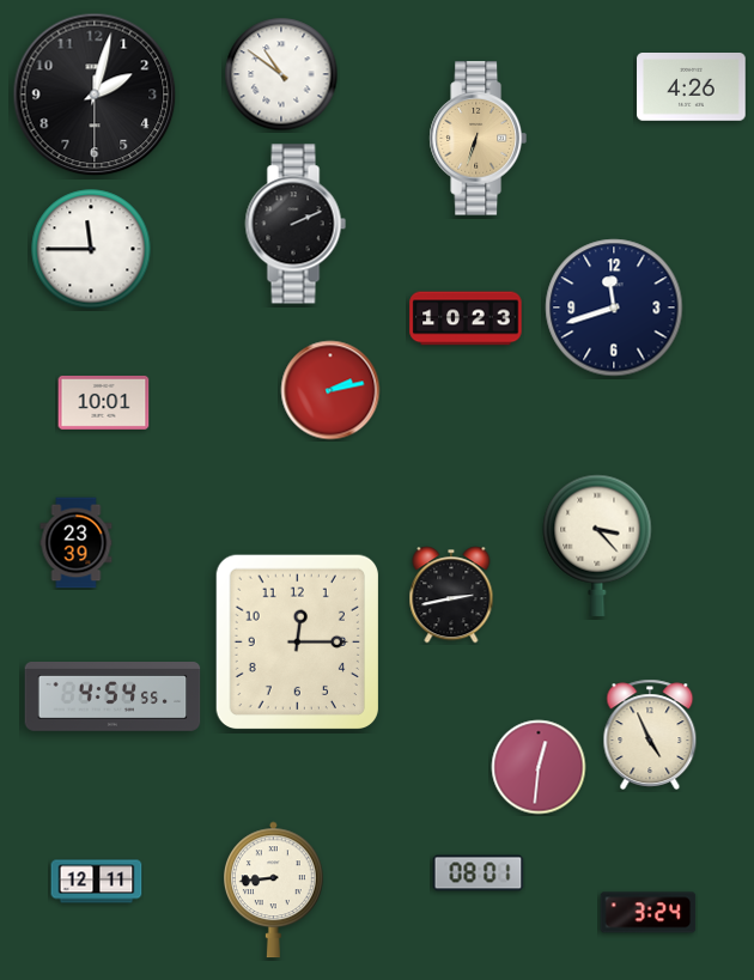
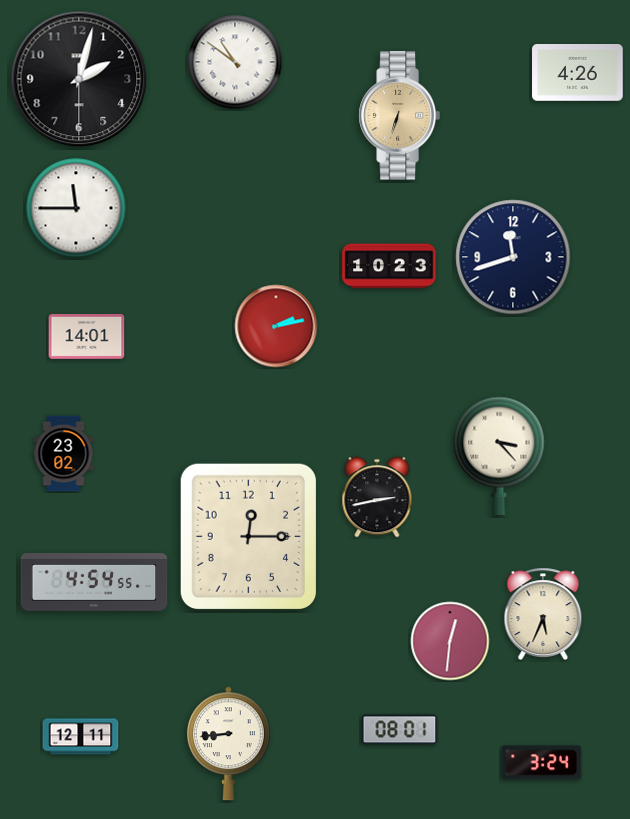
clock at (296, 224): 2:11 -> none
clock at (104, 402): 10:01 -> 14:01
clock at (77, 543): 23:39 -> 23:02
clock at (650, 734): 4:56 -> 5:34
